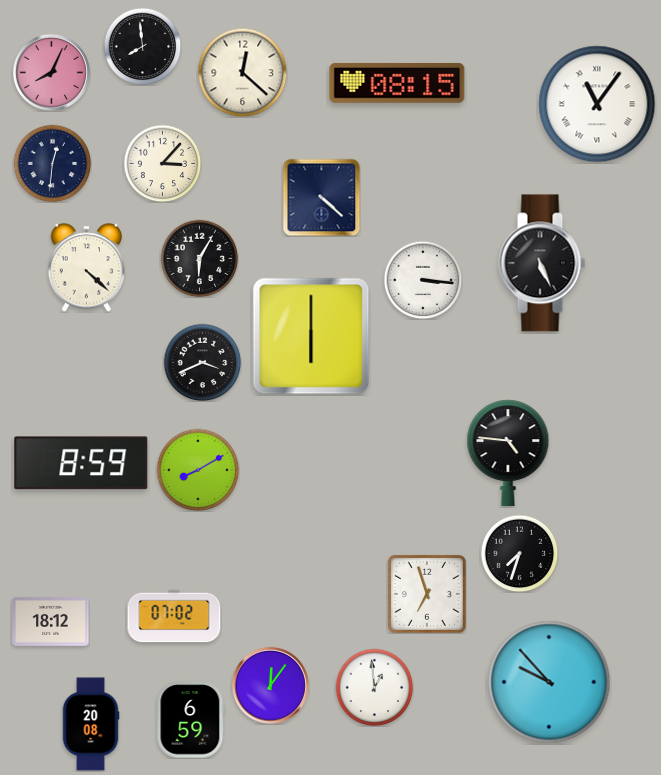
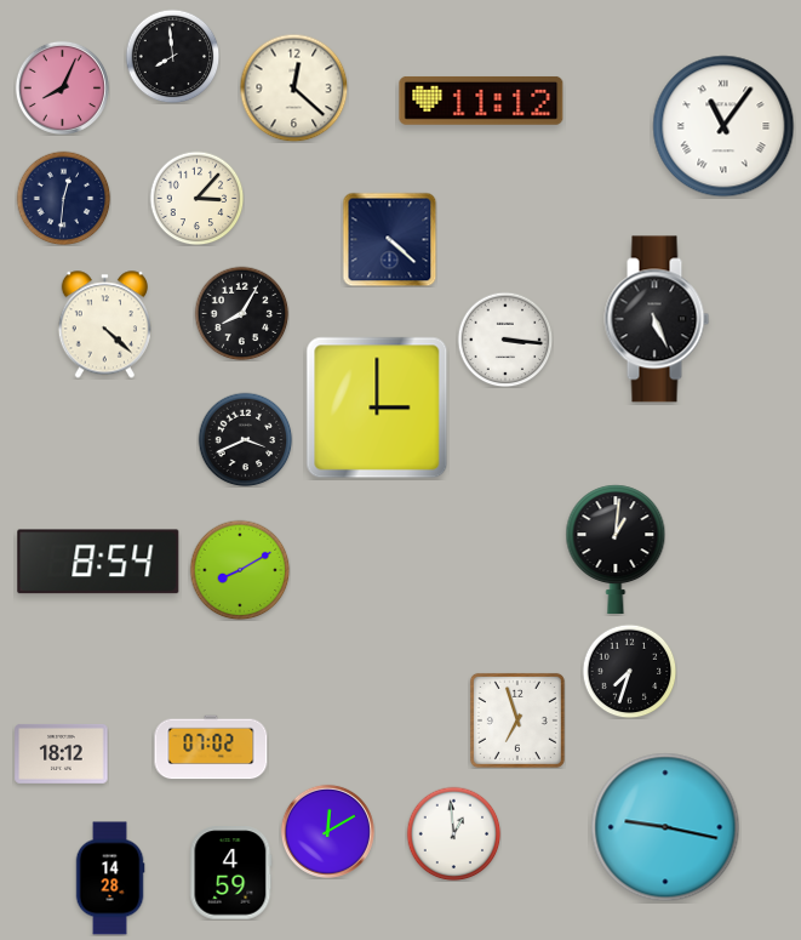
clock at (397, 83): 08:15 -> 11:12
clock at (199, 258): 6:05 -> 8:05
clock at (423, 280) position: (423, 280) -> (505, 340)
clock at (311, 336): 6:00 -> 3:00
clock at (508, 452): 4:46 -> 1:01
clock at (81, 463): 8:59 -> 8:54
clock at (549, 682): 9:53 -> 9:17
clock at (270, 685): 12:06 -> 12:10
clock at (191, 720): 6:59 -> 4:59
clock at (91, 724): 20:08 -> 14:28
